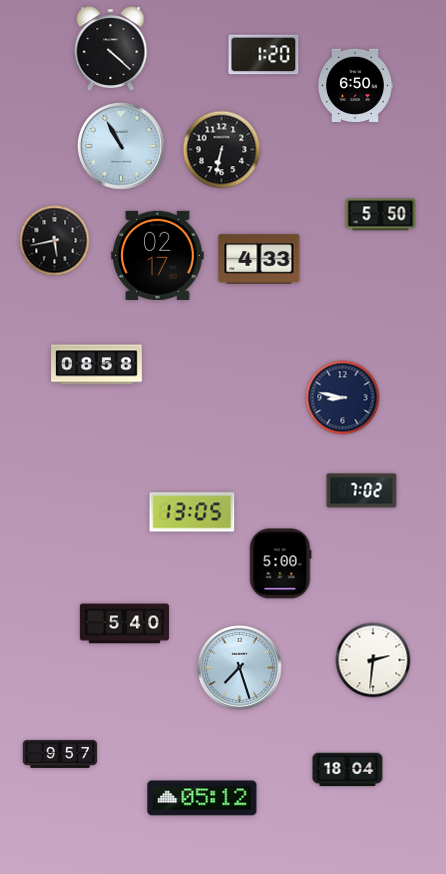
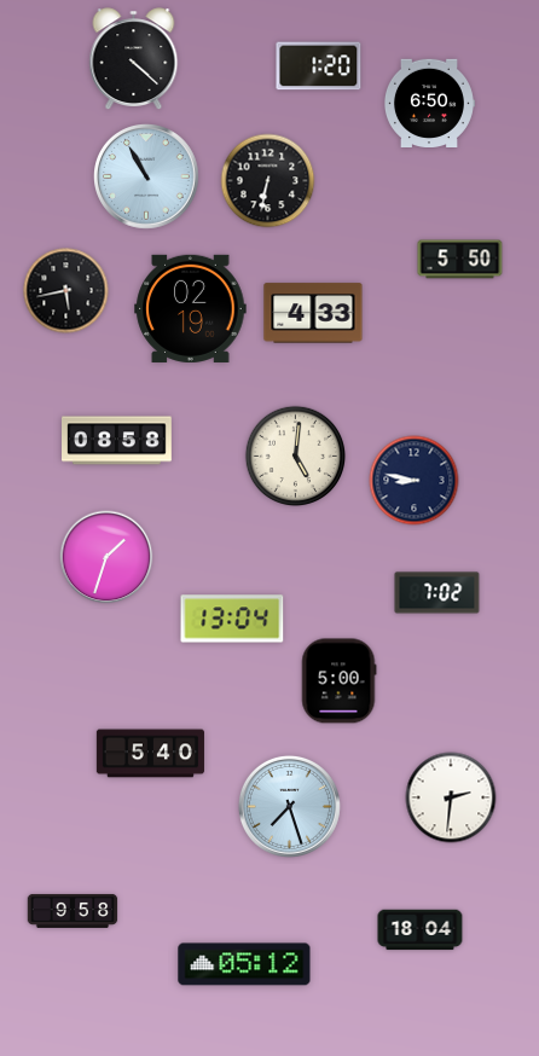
clock at (158, 255): 02:17 -> 02:19
clock at (296, 457): none -> 5:01
clock at (106, 557): none -> 1:33
clock at (192, 512): 13:05 -> 13:04
clock at (60, 754): 9:57 -> 9:58
